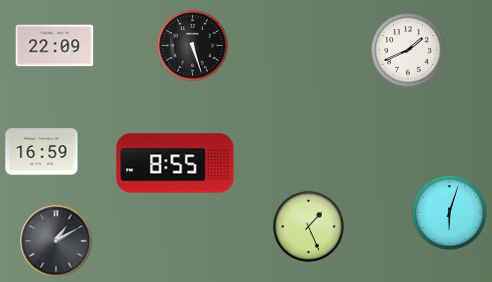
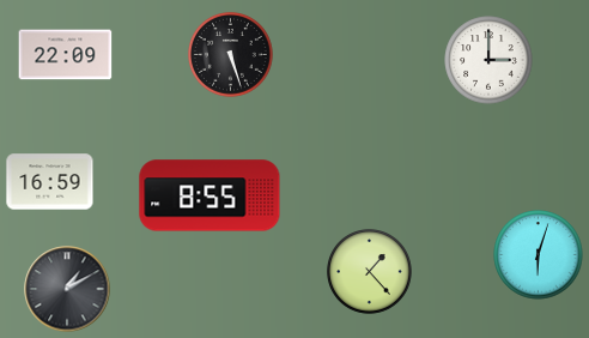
clock at (408, 50): 1:41 -> 3:00
clock at (309, 227): 1:26 -> 1:23
